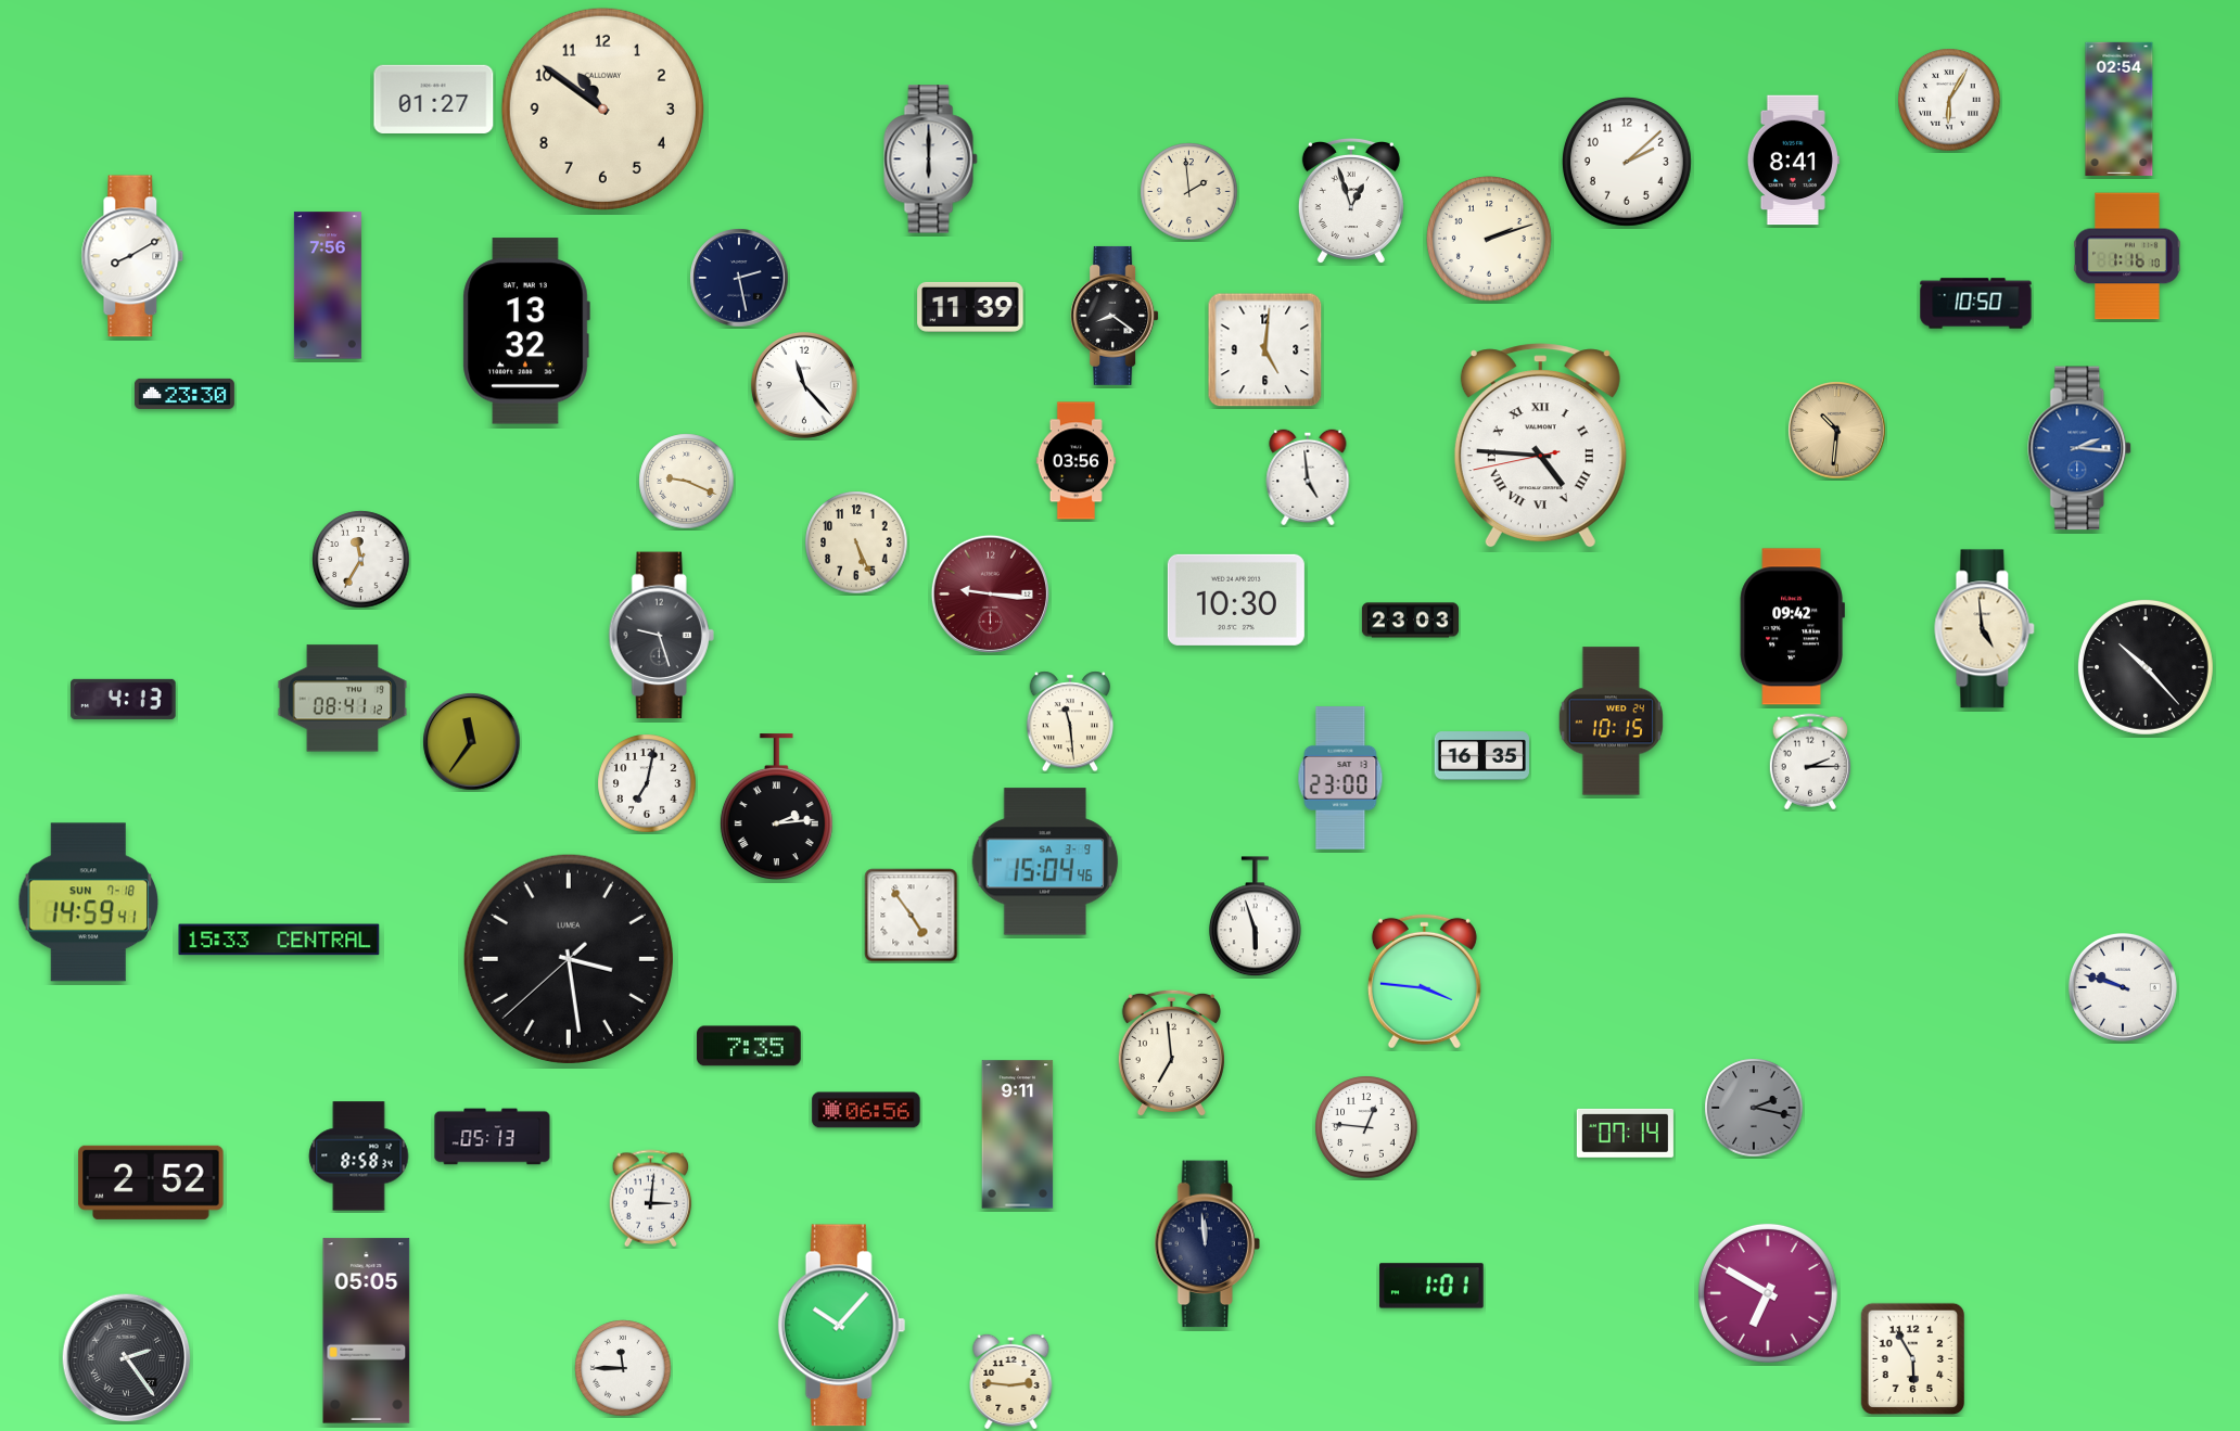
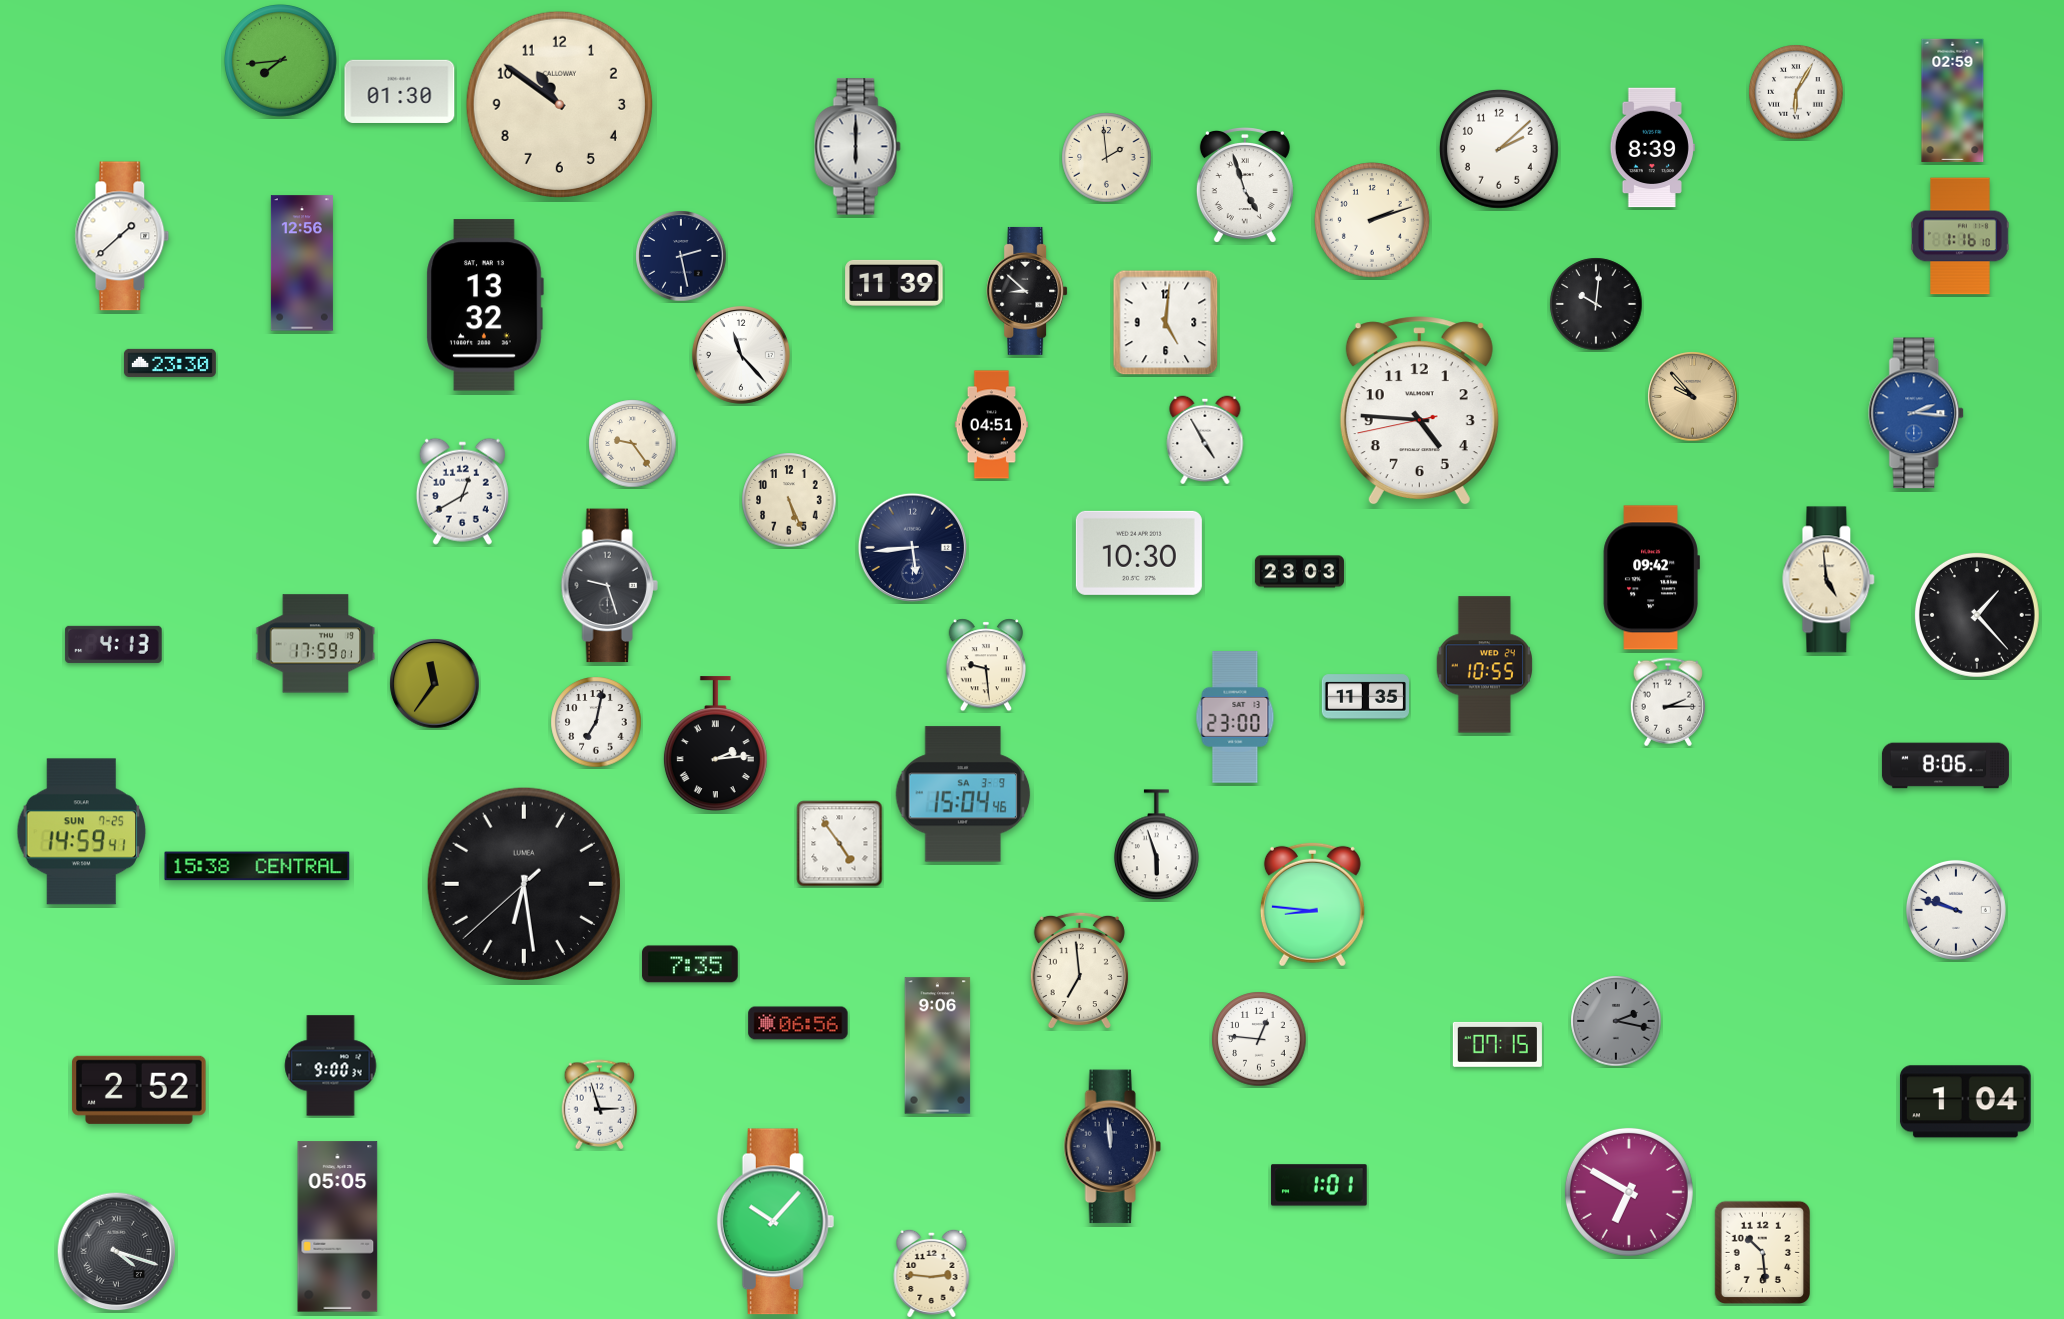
clock at (281, 61): none -> 7:44
clock at (434, 99): 01:27 -> 01:30
clock at (602, 108) position: (602, 108) -> (559, 104)
clock at (2120, 108): 02:54 -> 02:59
clock at (1793, 161): 8:41 -> 8:39
clock at (1189, 192) position: (1189, 192) -> (1107, 158)
clock at (1351, 201): 12:57 -> 4:57
clock at (132, 256): 8:10 -> 1:38
clock at (328, 285): 7:56 -> 12:56
clock at (1976, 304): 10:50 -> none
clock at (1115, 316): 8:21 -> 8:52
clock at (1596, 304): none -> 10:01
clock at (1837, 431): 10:31 -> 9:53
clock at (1540, 446) numerals: Roman -> Arabic
clock at (1077, 461): 03:56 -> 04:51
clock at (1308, 477): 4:59 -> 4:55
clock at (687, 482): 9:19 -> 9:24
clock at (462, 491): none -> 12:40
clock at (361, 560): 11:35 -> none
clock at (990, 593): 9:16 -> 5:44
clock at (990, 593) dial: burgundy -> navy
clock at (2146, 667): 10:23 -> 1:23
clock at (343, 699): 08:41 -> 17:59
clock at (1069, 721): 11:29 -> 9:29
clock at (1611, 721): 10:15 -> 10:55
clock at (1481, 756): 16:35 -> 11:35
clock at (1945, 766): none -> 8:06
clock at (89, 903) date: SUN 7-18 -> SUN 7-25
clock at (279, 940): 15:33 -> 15:38
clock at (569, 959): 3:28 -> 6:28
clock at (1424, 981): 3:46 -> 8:46
clock at (1625, 1133): 07:14 -> 07:15
clock at (1018, 1135): 9:11 -> 9:06
clock at (493, 1137): 05:13 -> none
clock at (359, 1157): 8:58 -> 9:00
clock at (1965, 1102): none -> 1:04
clock at (651, 1199): 3:01 -> 2:57
clock at (127, 1358): 2:24 -> 4:18
clock at (1912, 1359): 5:55 -> 10:29
clock at (623, 1368): 11:45 -> none
